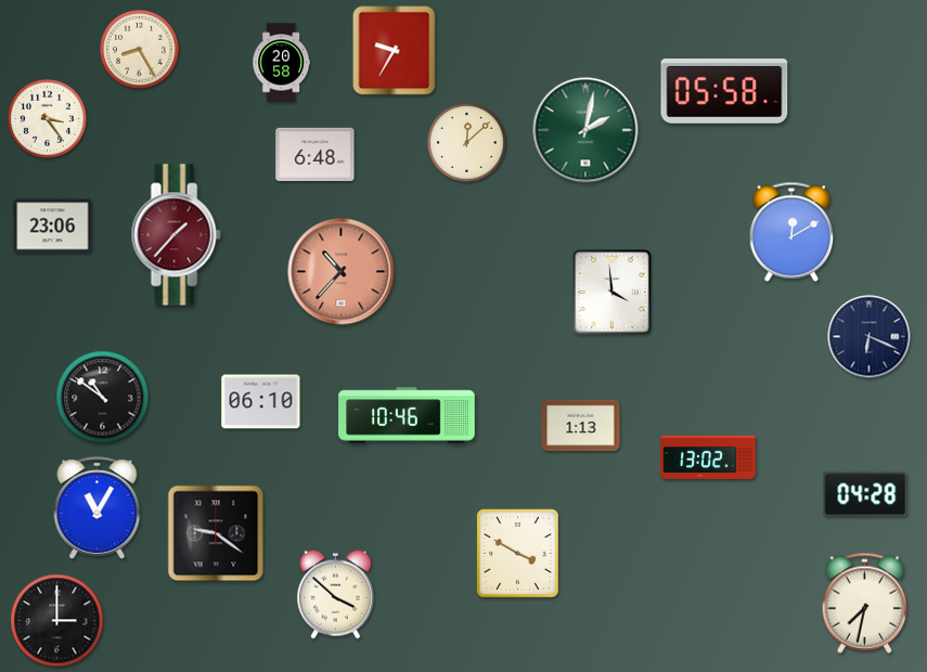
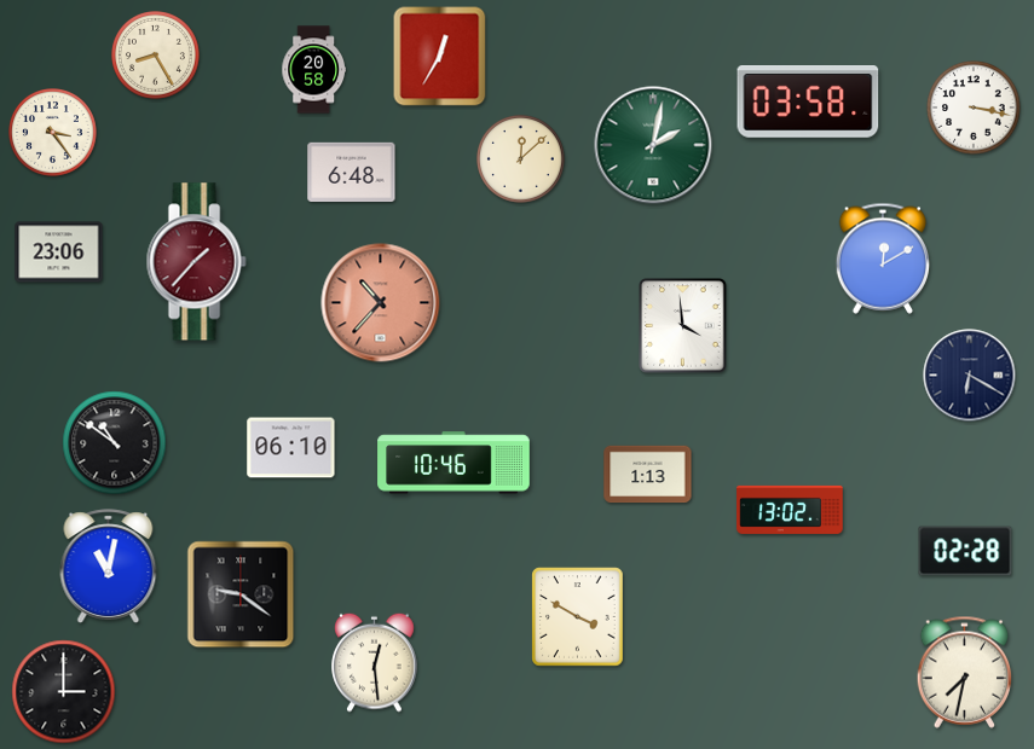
clock at (395, 51): 9:35 -> 12:35
clock at (724, 92): 05:58 -> 03:58
clock at (974, 108): none -> 3:17
clock at (870, 337): 6:19 -> 6:20
clock at (865, 494): 04:28 -> 02:28
clock at (98, 508): 11:05 -> 11:02
clock at (336, 594): 3:52 -> 12:29
